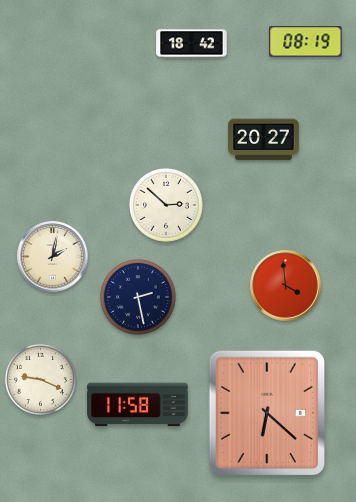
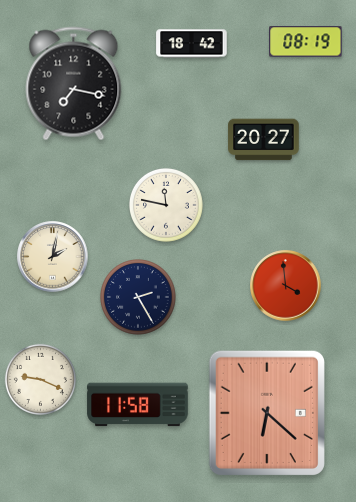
clock at (74, 84): none -> 7:17
clock at (166, 205): 2:52 -> 11:47
clock at (138, 297): 2:28 -> 2:25
